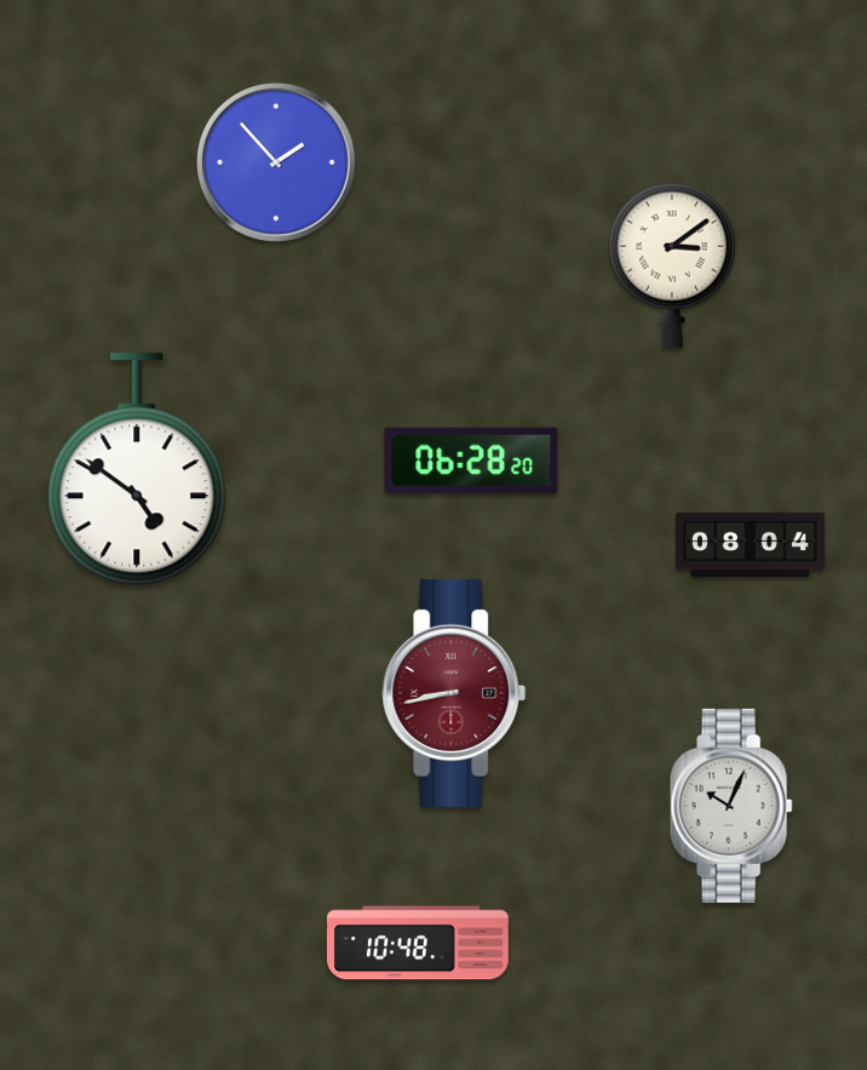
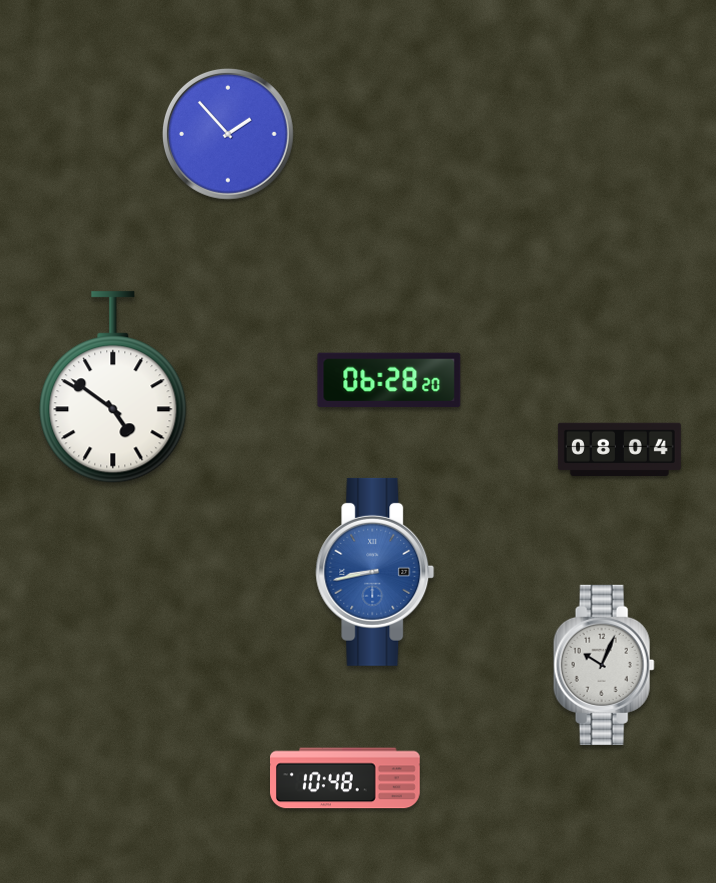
clock at (671, 265): 3:09 -> none
clock at (454, 693) dial: burgundy -> blue
